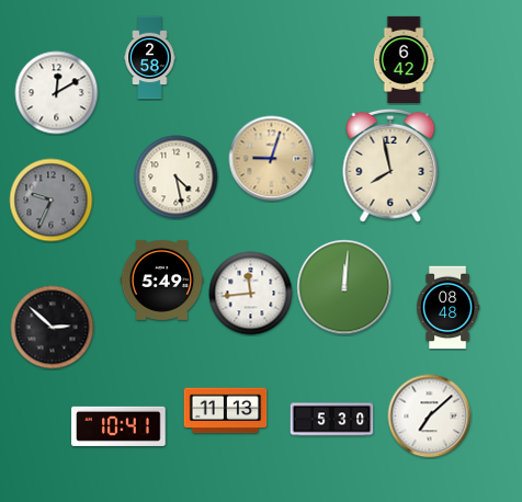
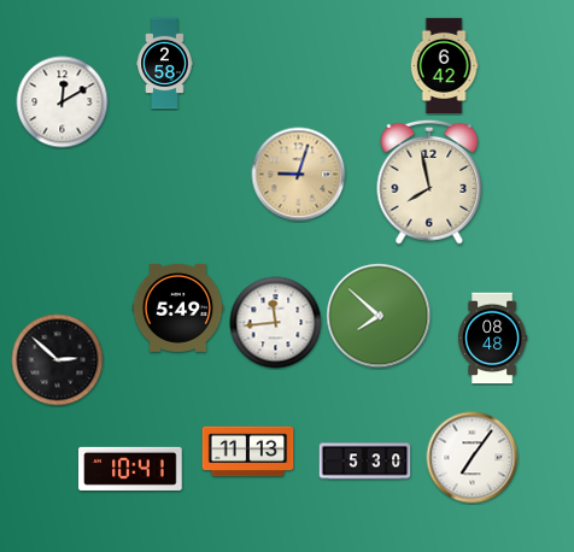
clock at (177, 178): 4:28 -> none
clock at (52, 201): 9:34 -> none
clock at (344, 287): 12:01 -> 7:52
clock at (430, 417): 7:08 -> 7:06
